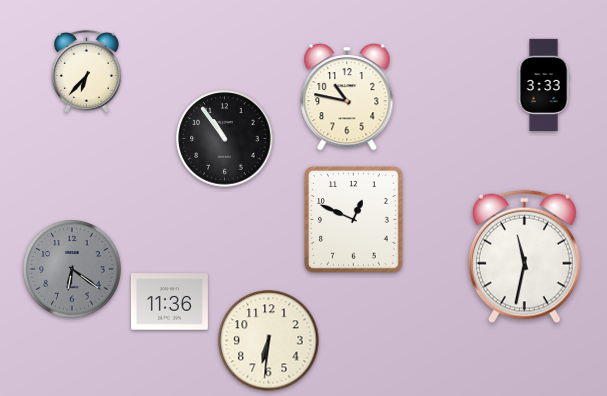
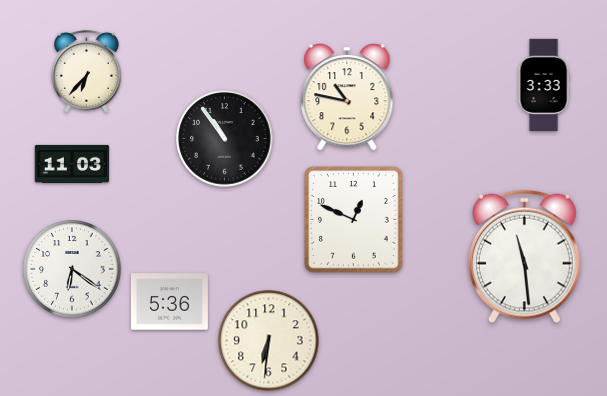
clock at (72, 164): none -> 11:03
clock at (524, 257): 11:32 -> 11:29
clock at (72, 269) dial: grey -> white
clock at (169, 302): 11:36 -> 5:36
